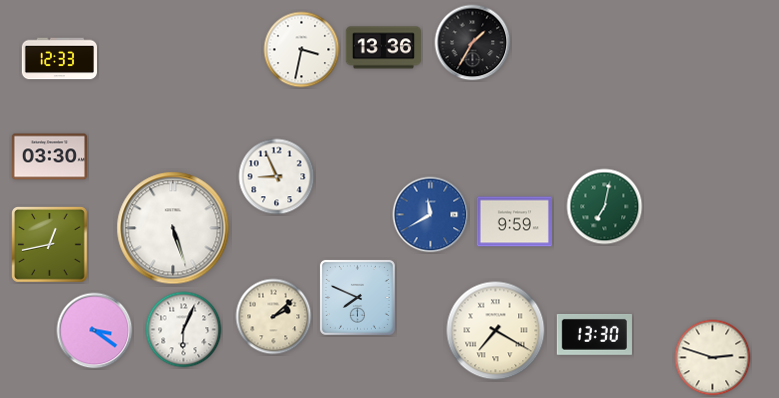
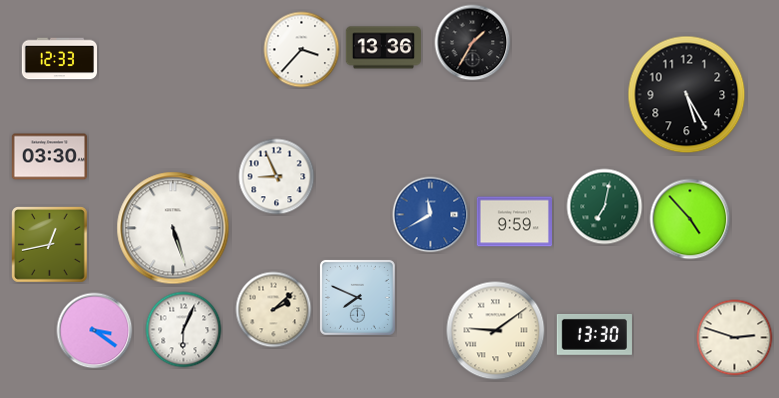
clock at (302, 50): 3:32 -> 3:37
clock at (687, 95): none -> 5:25
clock at (690, 219): none -> 4:53
clock at (274, 317) position: (274, 317) -> (274, 310)
clock at (496, 331): 7:20 -> 9:09
clock at (713, 358) position: (713, 358) -> (735, 338)
